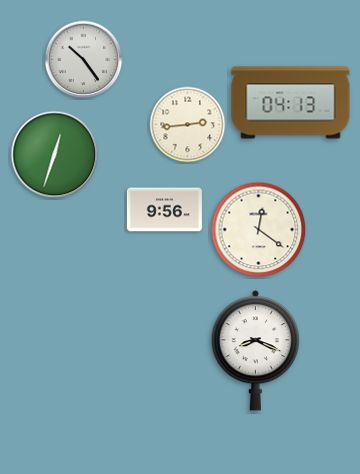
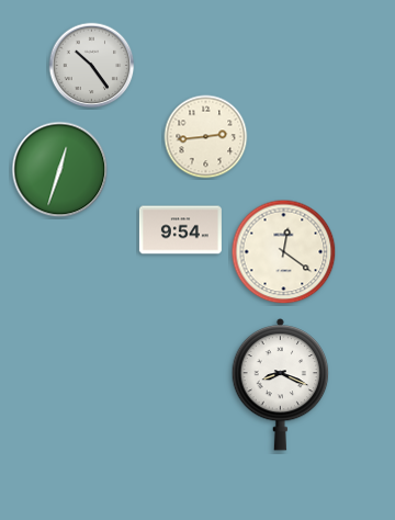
clock at (291, 103): 04:13 -> none
clock at (164, 210): 9:56 -> 9:54
